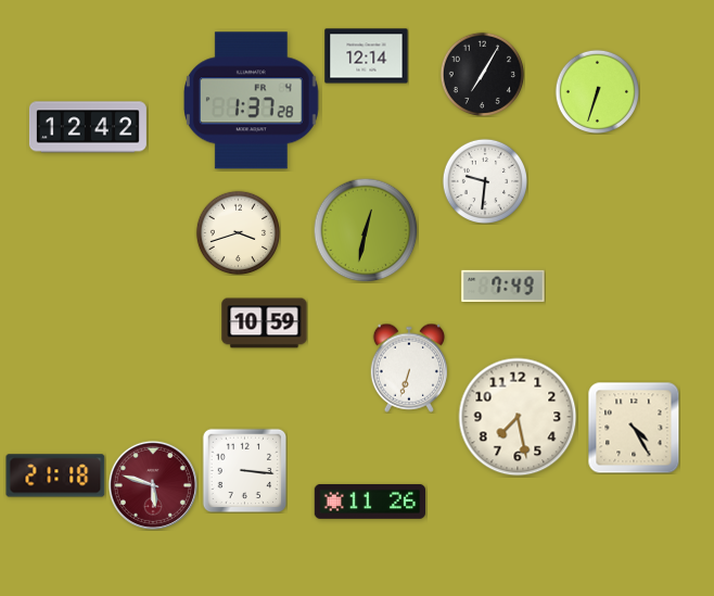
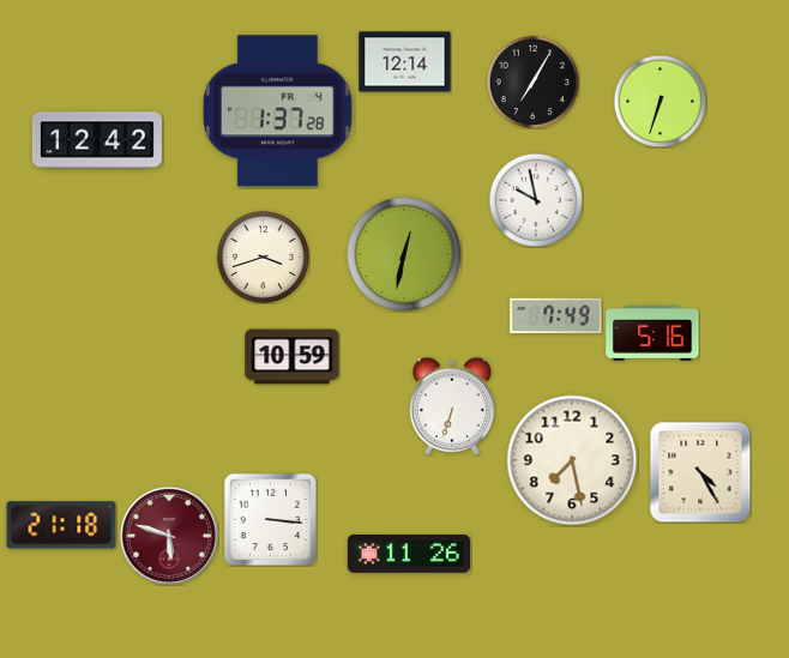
clock at (484, 180): 9:31 -> 9:58
clock at (652, 333): none -> 5:16
